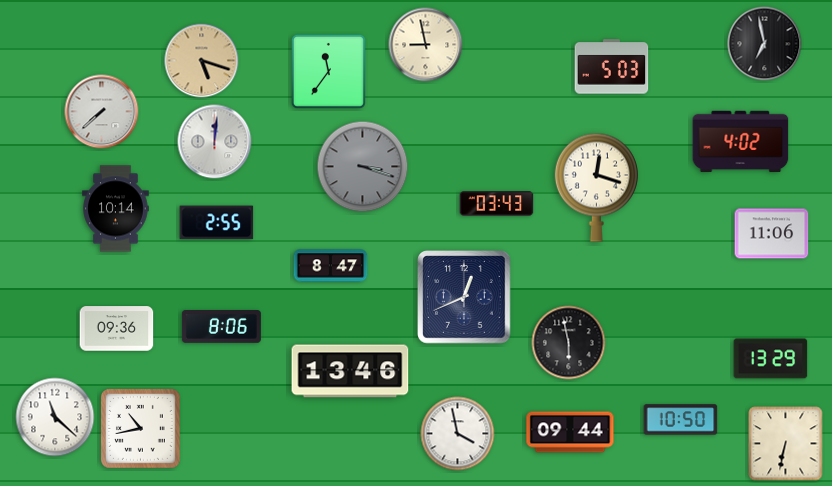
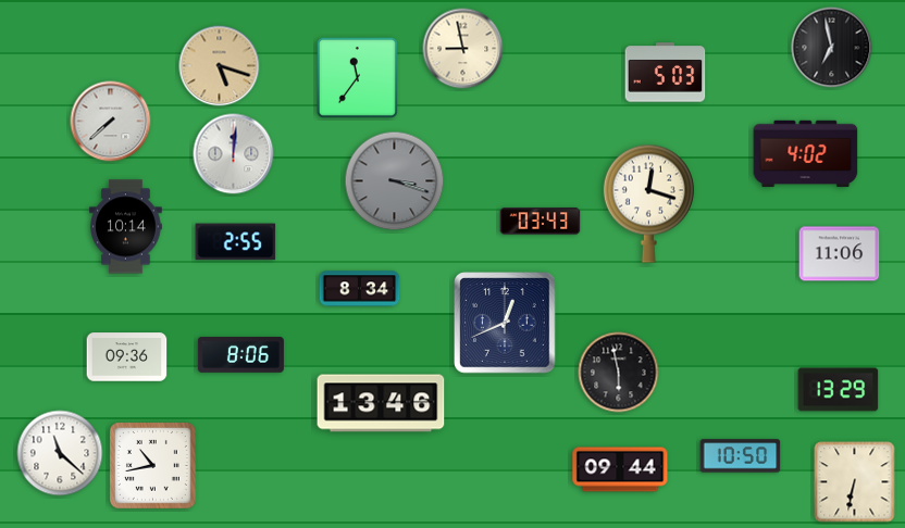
clock at (331, 266): 8:47 -> 8:34
clock at (458, 434): 3:58 -> none
